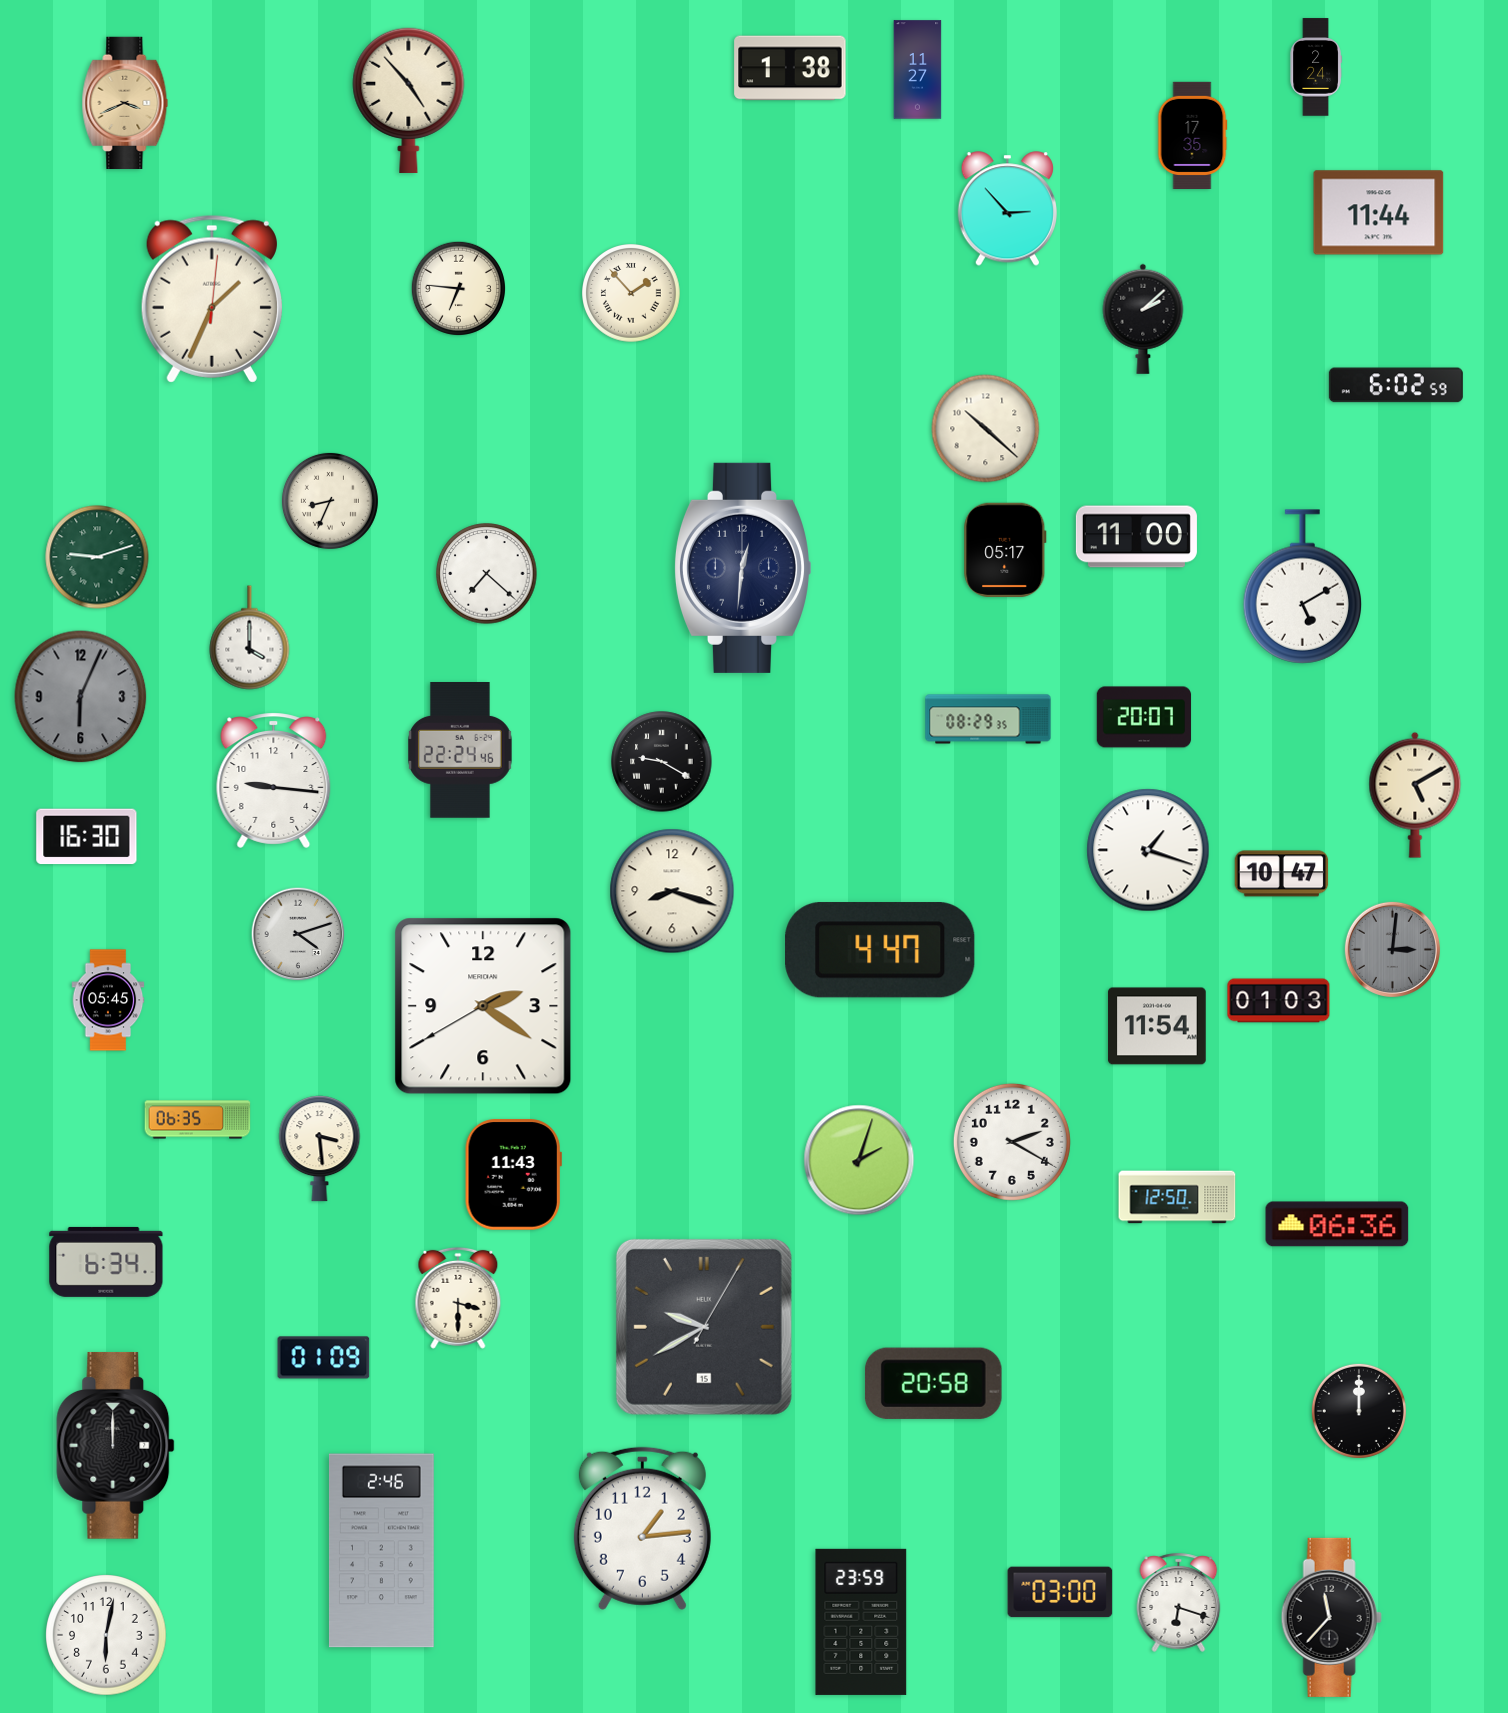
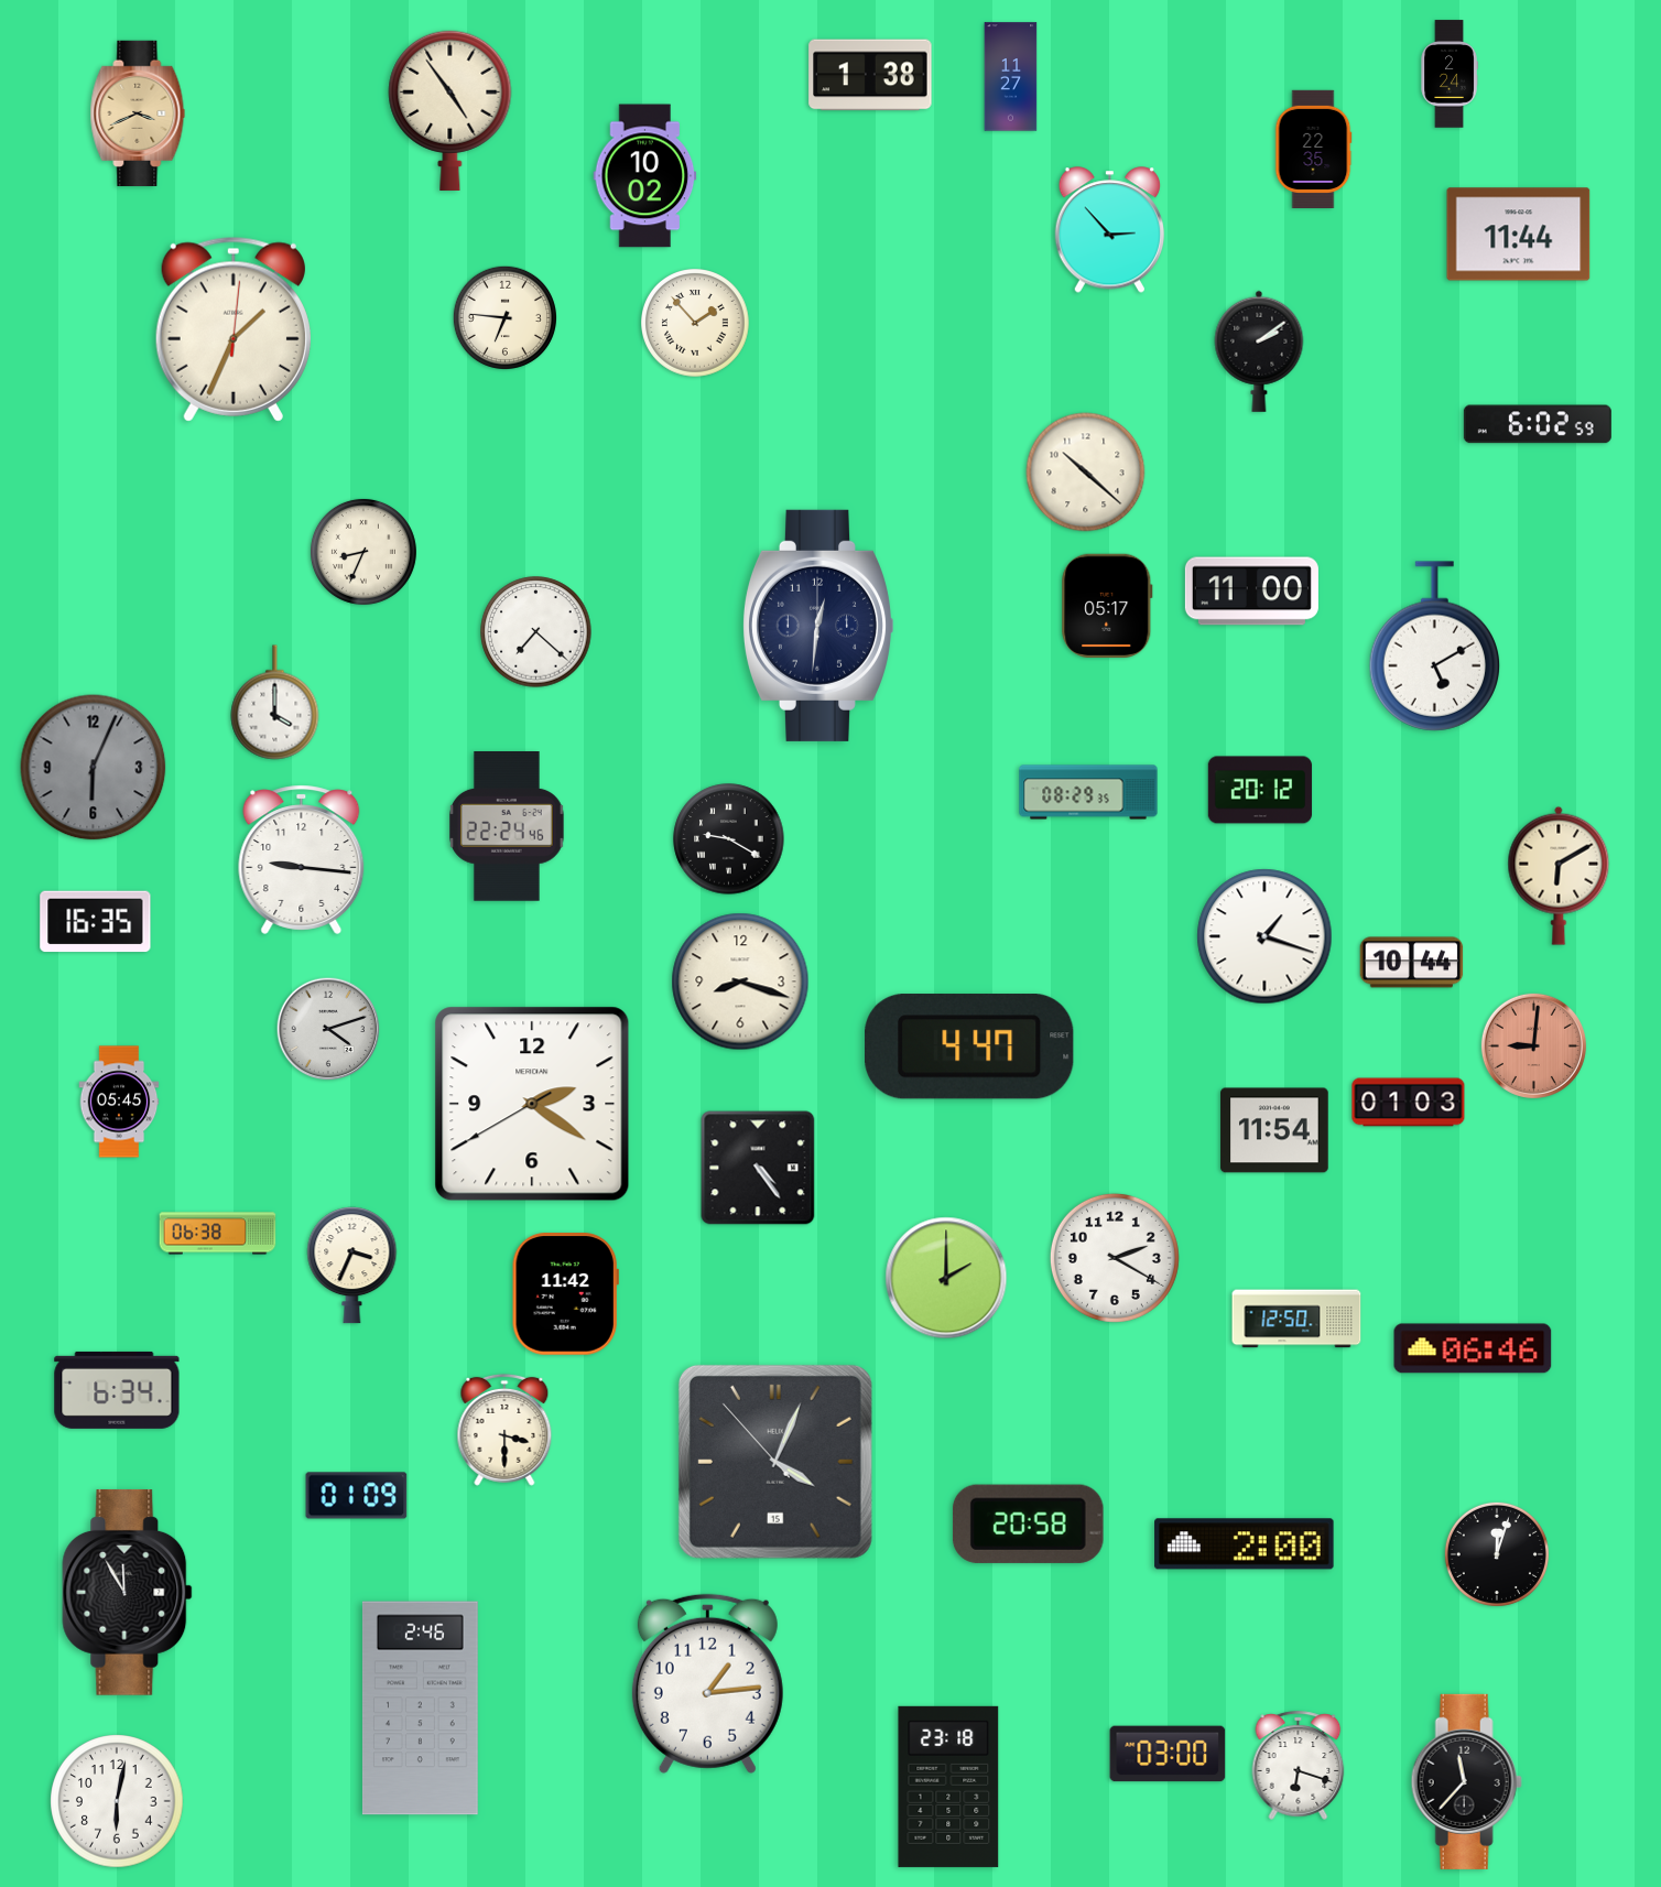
clock at (409, 100): 4:53 -> 4:54
clock at (1192, 135): 17:35 -> 22:35
clock at (645, 176): none -> 10:02
clock at (1143, 319): 2:08 -> 2:09
clock at (97, 557): 9:12 -> none
clock at (81, 697) position: (81, 697) -> (94, 768)
clock at (1144, 717): 20:07 -> 20:12
clock at (1415, 795): 5:10 -> 6:10
clock at (87, 837): 16:30 -> 16:35
clock at (1282, 874): 10:47 -> 10:44
clock at (1392, 949): 3:01 -> 9:01
clock at (1392, 949) dial: grey -> salmon
clock at (483, 1006) position: (483, 1006) -> (532, 1104)
clock at (758, 1168): none -> 4:24
clock at (198, 1120): 06:35 -> 06:38
clock at (320, 1149): 3:29 -> 3:34
clock at (859, 1160): 2:03 -> 2:00
clock at (513, 1175): 11:43 -> 11:42
clock at (1337, 1224): 06:36 -> 06:46
clock at (704, 1327): 9:40 -> 4:03
clock at (1245, 1544): none -> 2:00
clock at (1359, 1411): 12:00 -> 12:03
clock at (116, 1445): 12:00 -> 11:55
clock at (861, 1622): 23:59 -> 23:18
